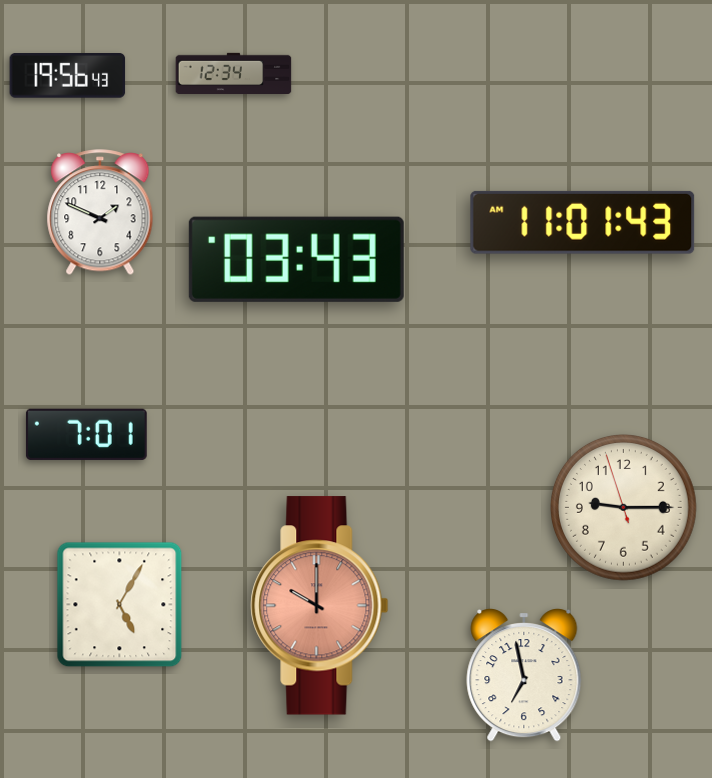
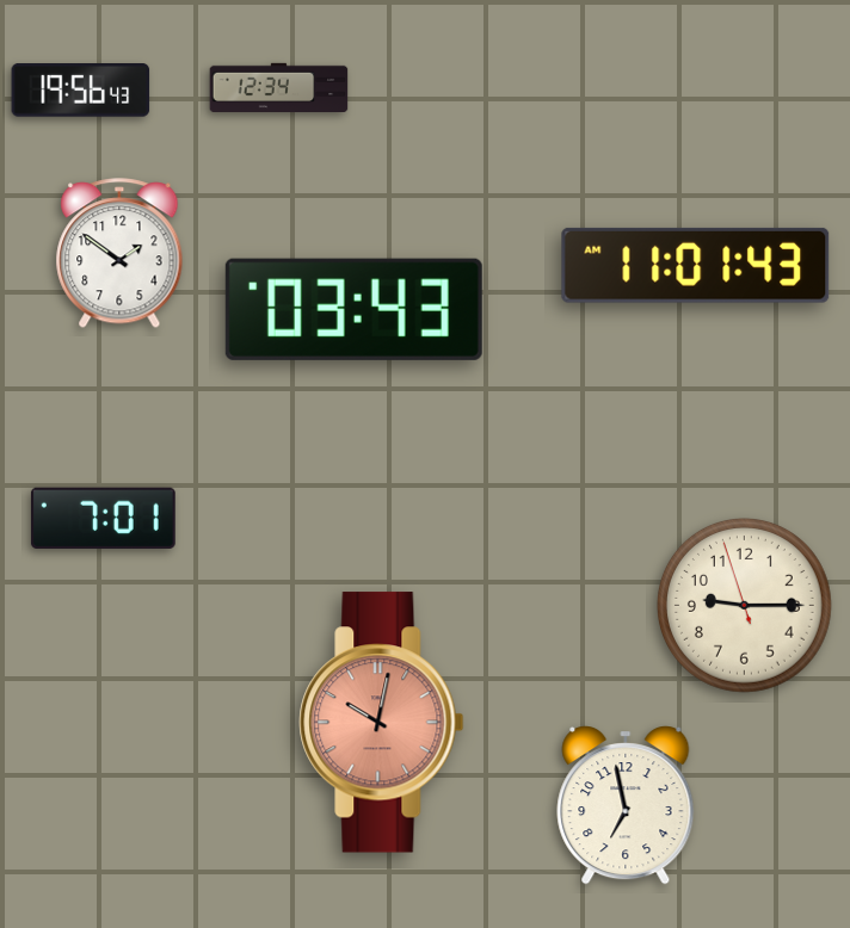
clock at (100, 213): 1:49 -> 1:51
clock at (120, 605): 5:05 -> none
clock at (320, 606): 10:00 -> 10:02
